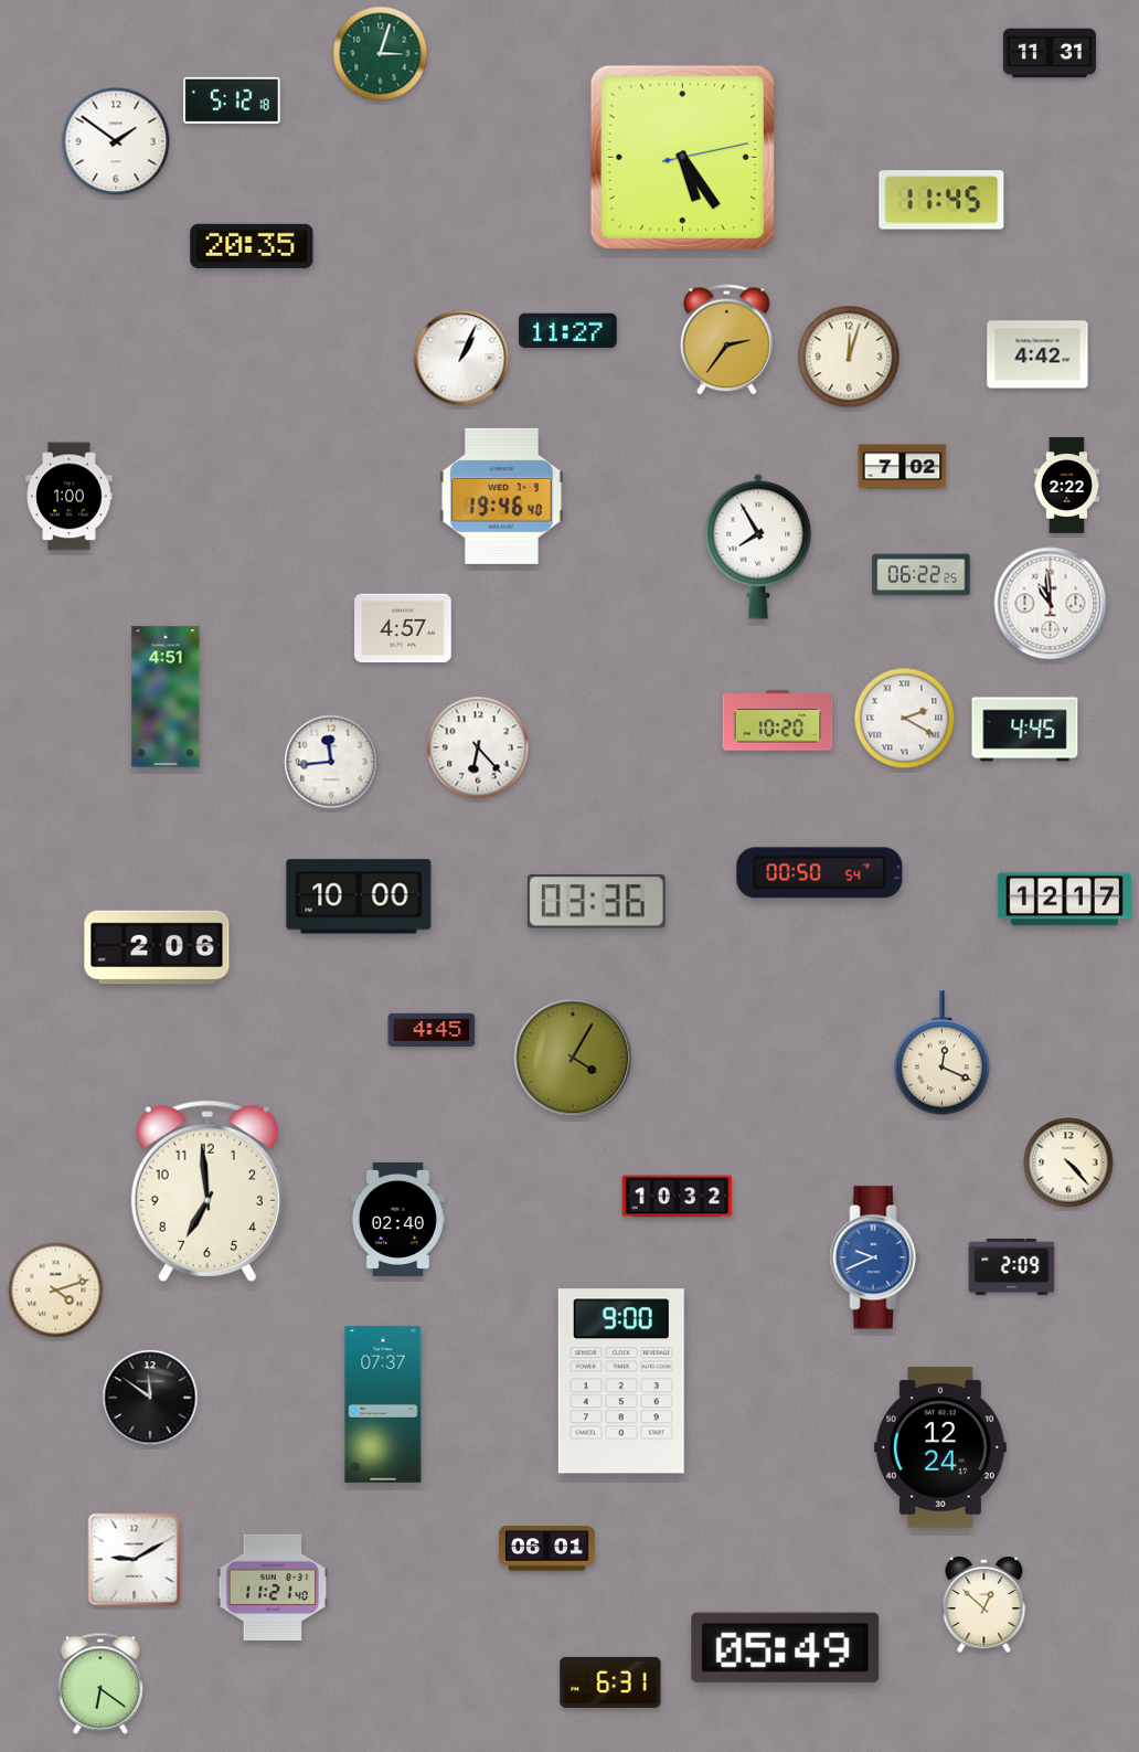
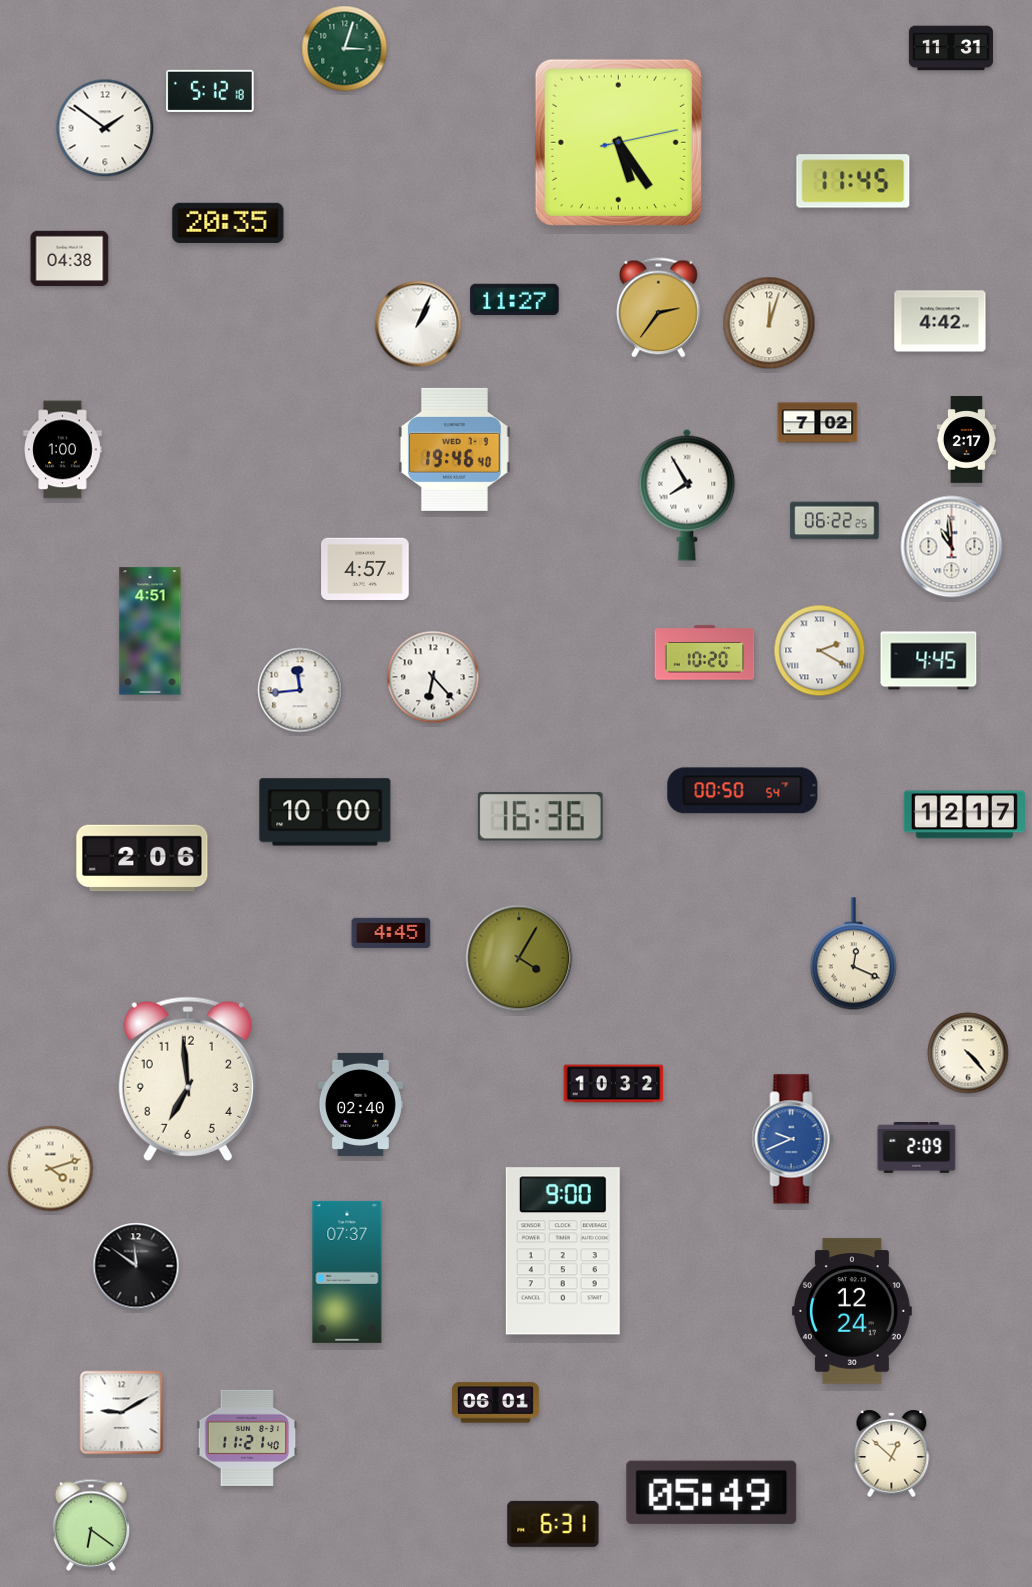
clock at (70, 259): none -> 04:38
clock at (1066, 486): 2:22 -> 2:17
clock at (596, 902): 03:36 -> 16:36
